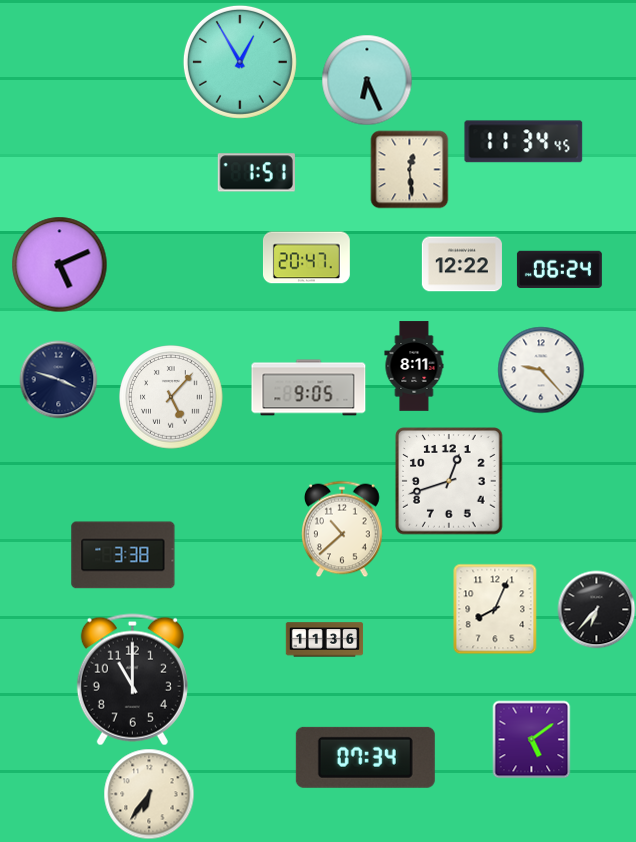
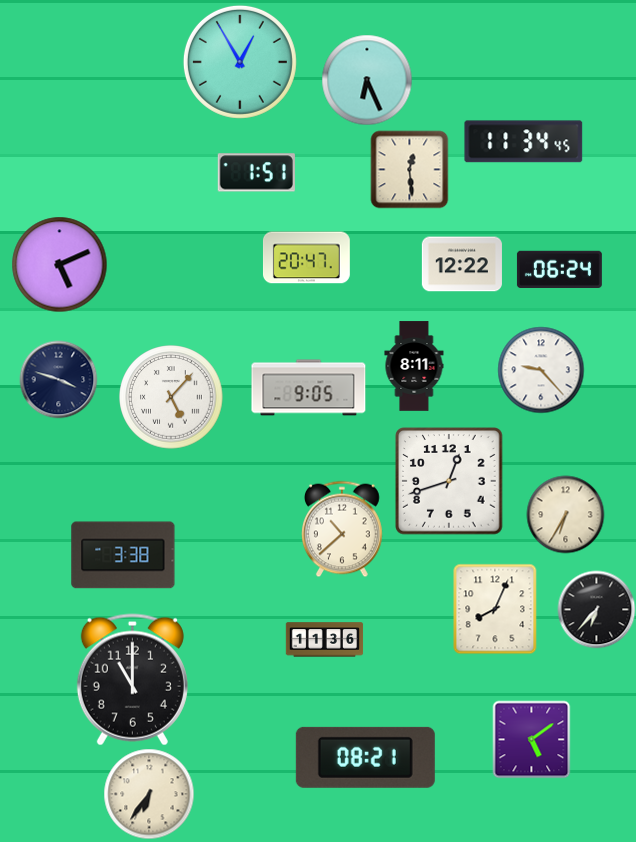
clock at (565, 514): none -> 6:35
clock at (365, 757): 07:34 -> 08:21
